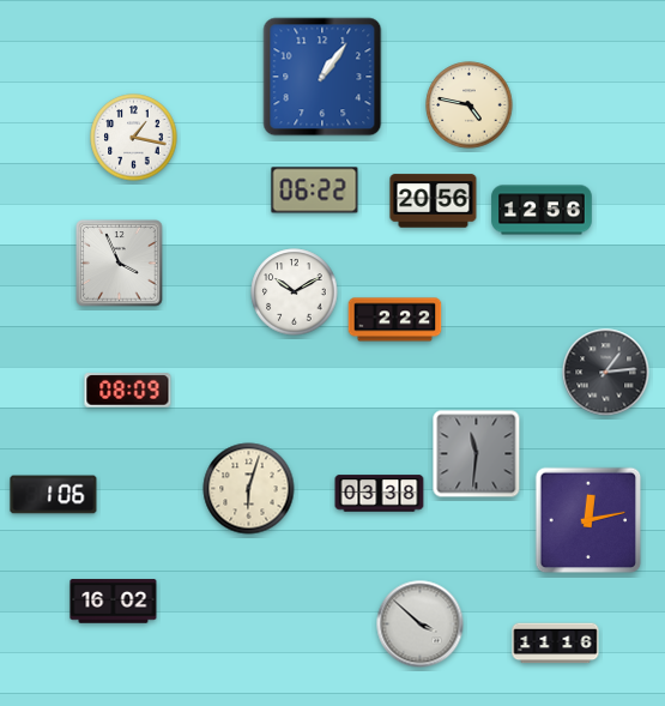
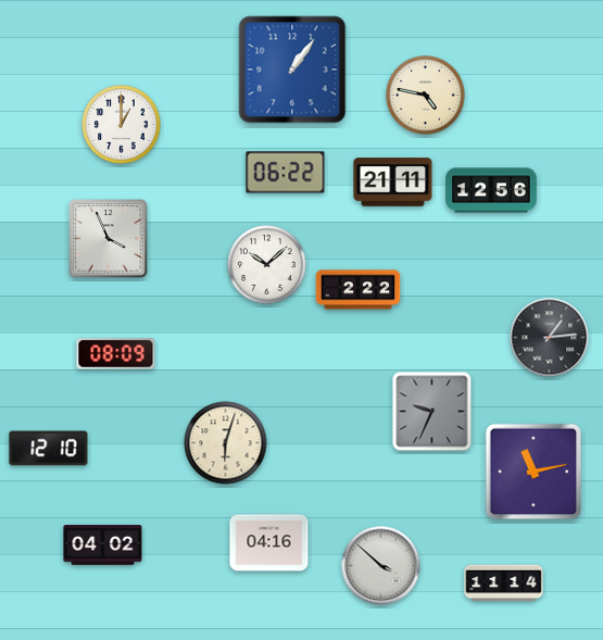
clock at (134, 138): 1:17 -> 1:00
clock at (434, 201): 20:56 -> 21:11
clock at (295, 292): 10:10 -> 10:08
clock at (477, 454): 11:31 -> 9:34
clock at (380, 494): 03:38 -> none
clock at (54, 495): 1:06 -> 12:10
clock at (588, 520): 12:13 -> 11:13
clock at (269, 543): none -> 04:16
clock at (114, 602): 16:02 -> 04:02
clock at (556, 644): 11:16 -> 11:14
